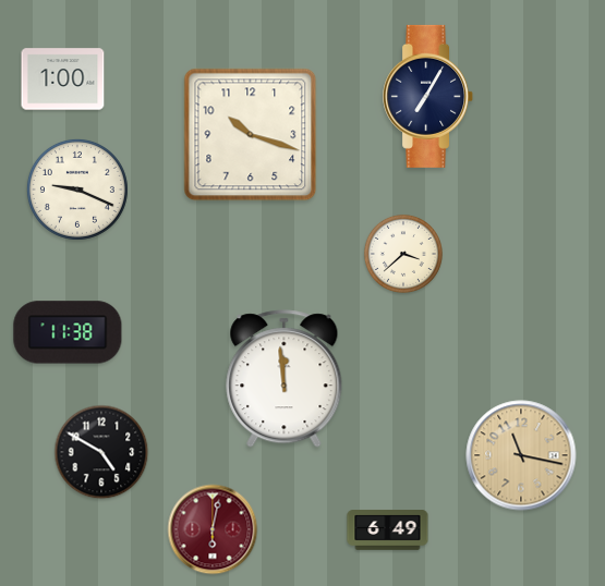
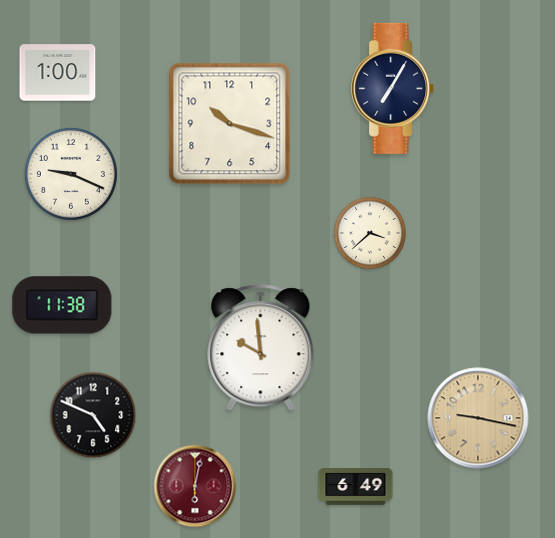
clock at (285, 379): 11:59 -> 9:59
clock at (101, 452): 4:50 -> 4:49
clock at (521, 455): 11:17 -> 9:17
